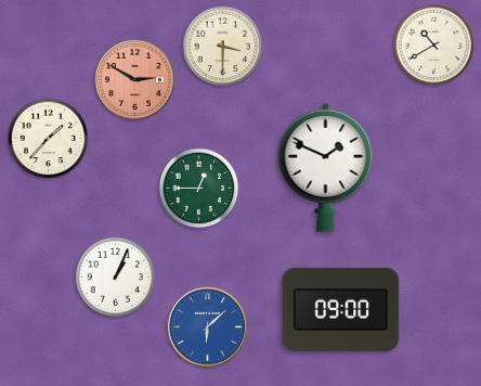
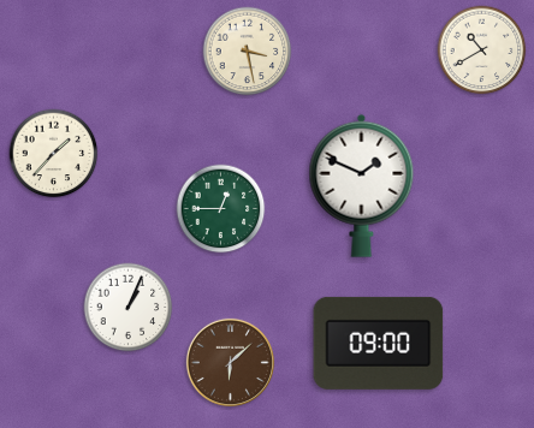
clock at (223, 47): 3:30 -> 3:28
clock at (134, 79): 2:50 -> none
clock at (207, 326) dial: blue -> brown
